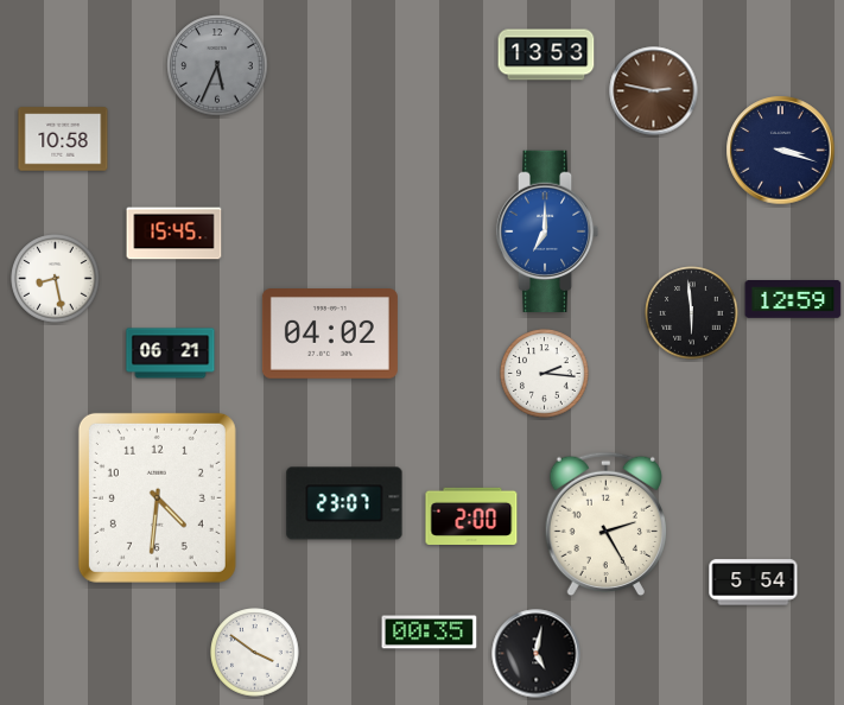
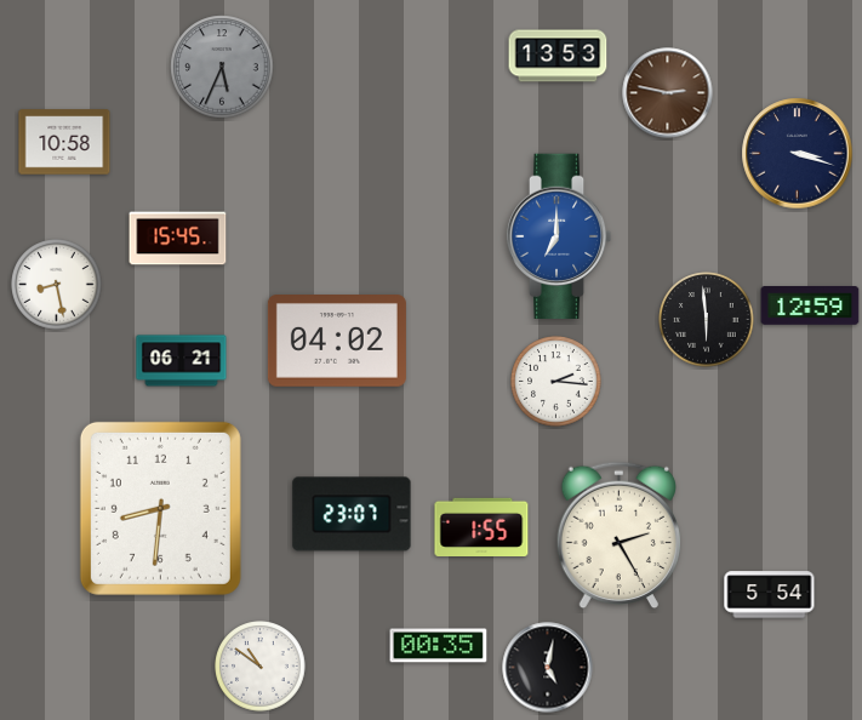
clock at (171, 354) position: (171, 354) -> (182, 361)
clock at (157, 497): 4:31 -> 8:31
clock at (471, 515): 2:00 -> 1:55
clock at (255, 653): 3:51 -> 10:51
